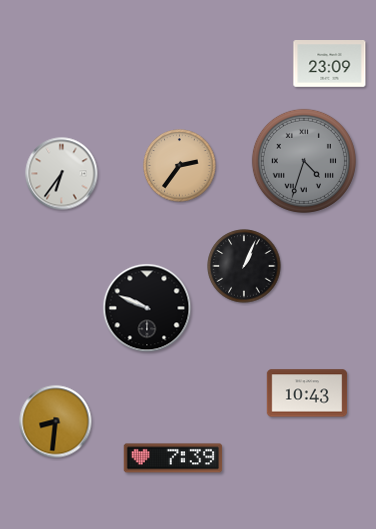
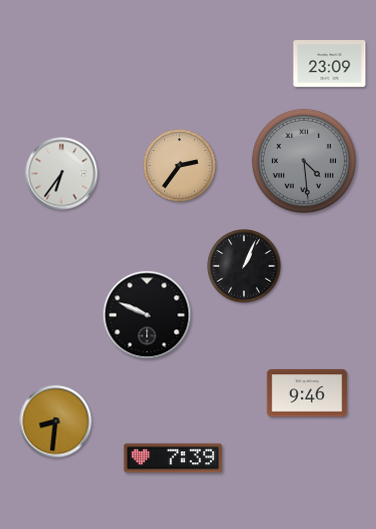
clock at (304, 161): 4:33 -> 4:29
clock at (147, 308) position: (147, 308) -> (147, 315)
clock at (307, 393): 10:43 -> 9:46
